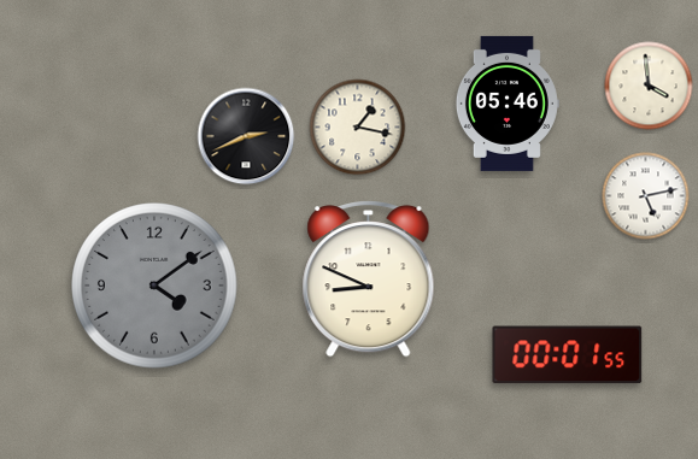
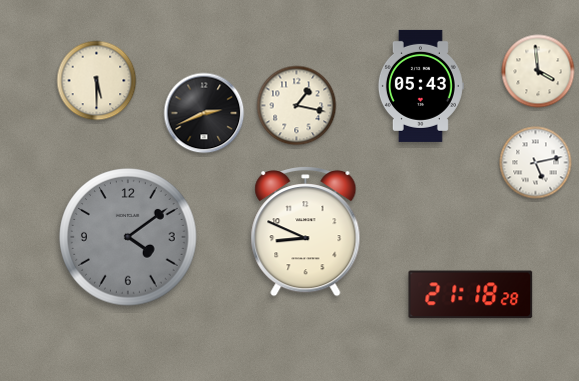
clock at (97, 81): none -> 5:30
clock at (506, 104): 05:46 -> 05:43
clock at (568, 355): 00:01 -> 21:18
